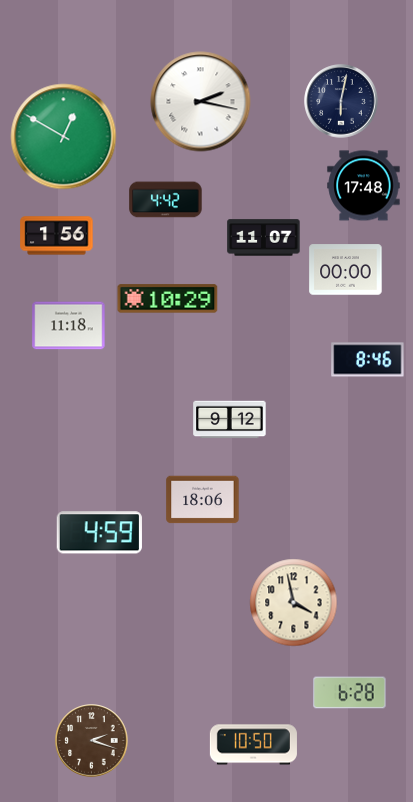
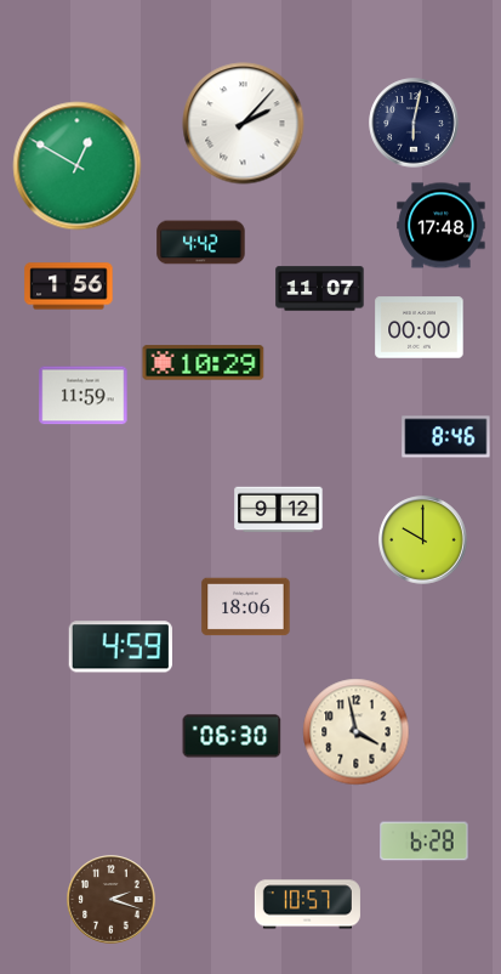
clock at (201, 102): 2:17 -> 2:07
clock at (69, 326): 11:18 -> 11:59
clock at (423, 540): none -> 10:00
clock at (232, 736): none -> 06:30
clock at (253, 745): 10:50 -> 10:57
